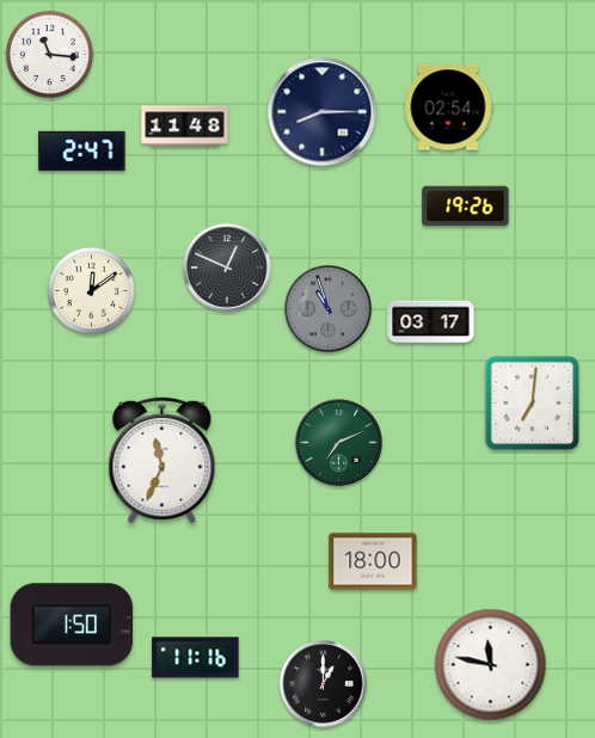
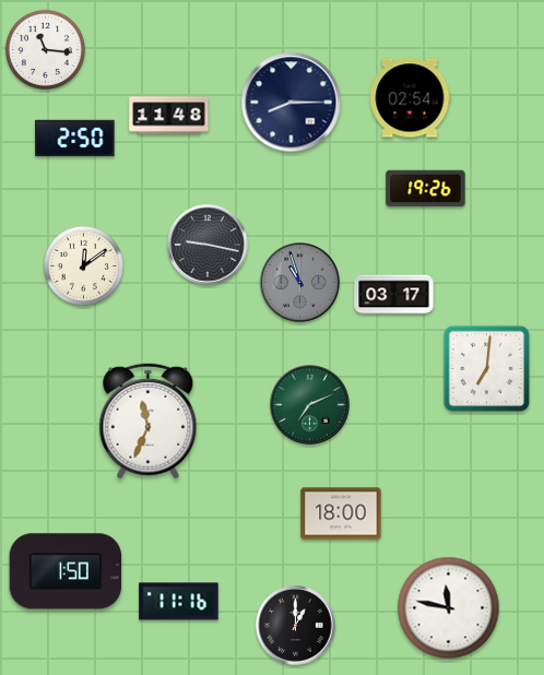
clock at (323, 112) position: (323, 112) -> (292, 103)
clock at (82, 150): 2:47 -> 2:50
clock at (227, 267): 12:49 -> 9:17
